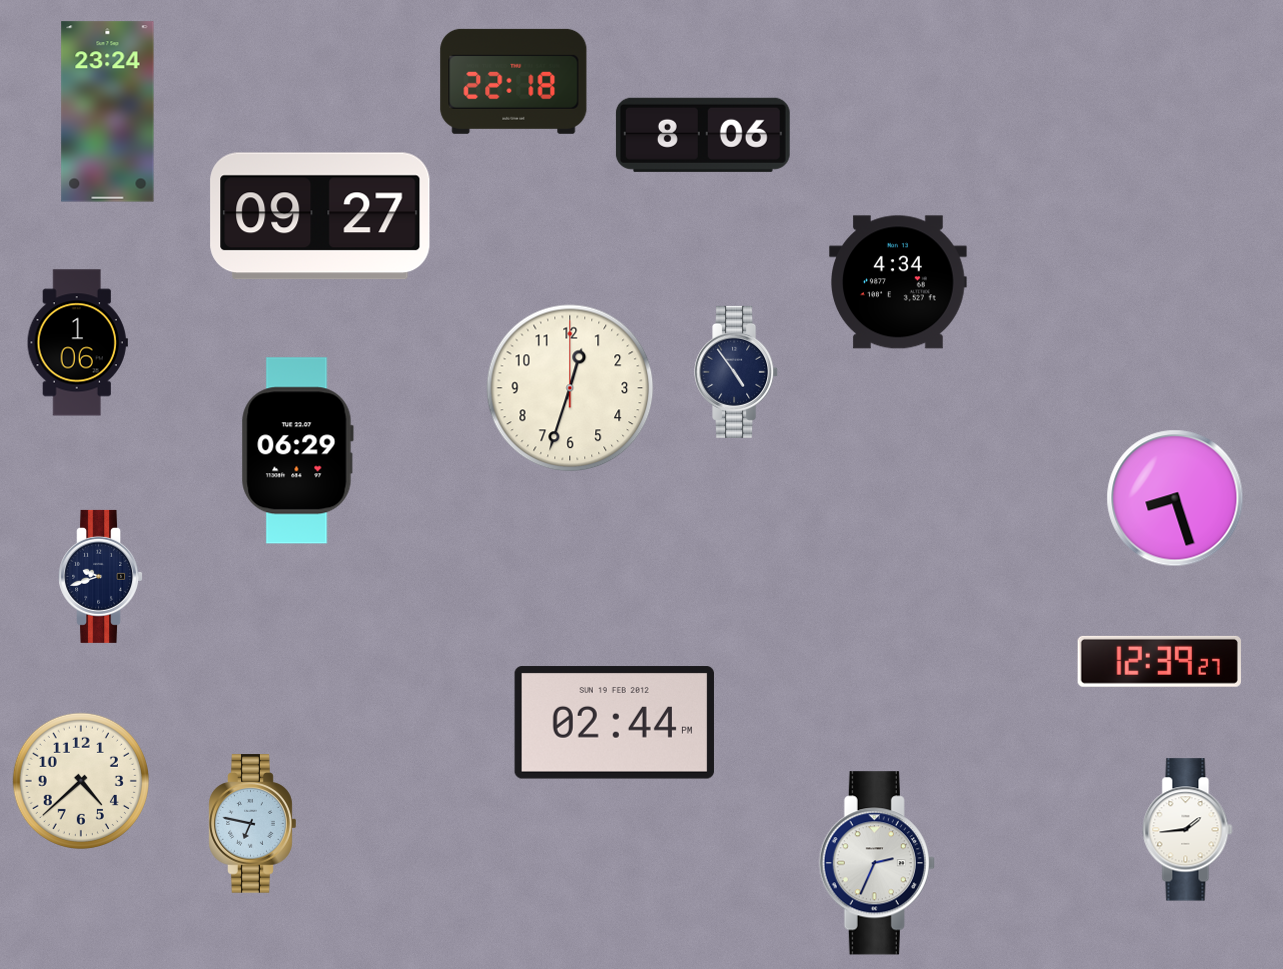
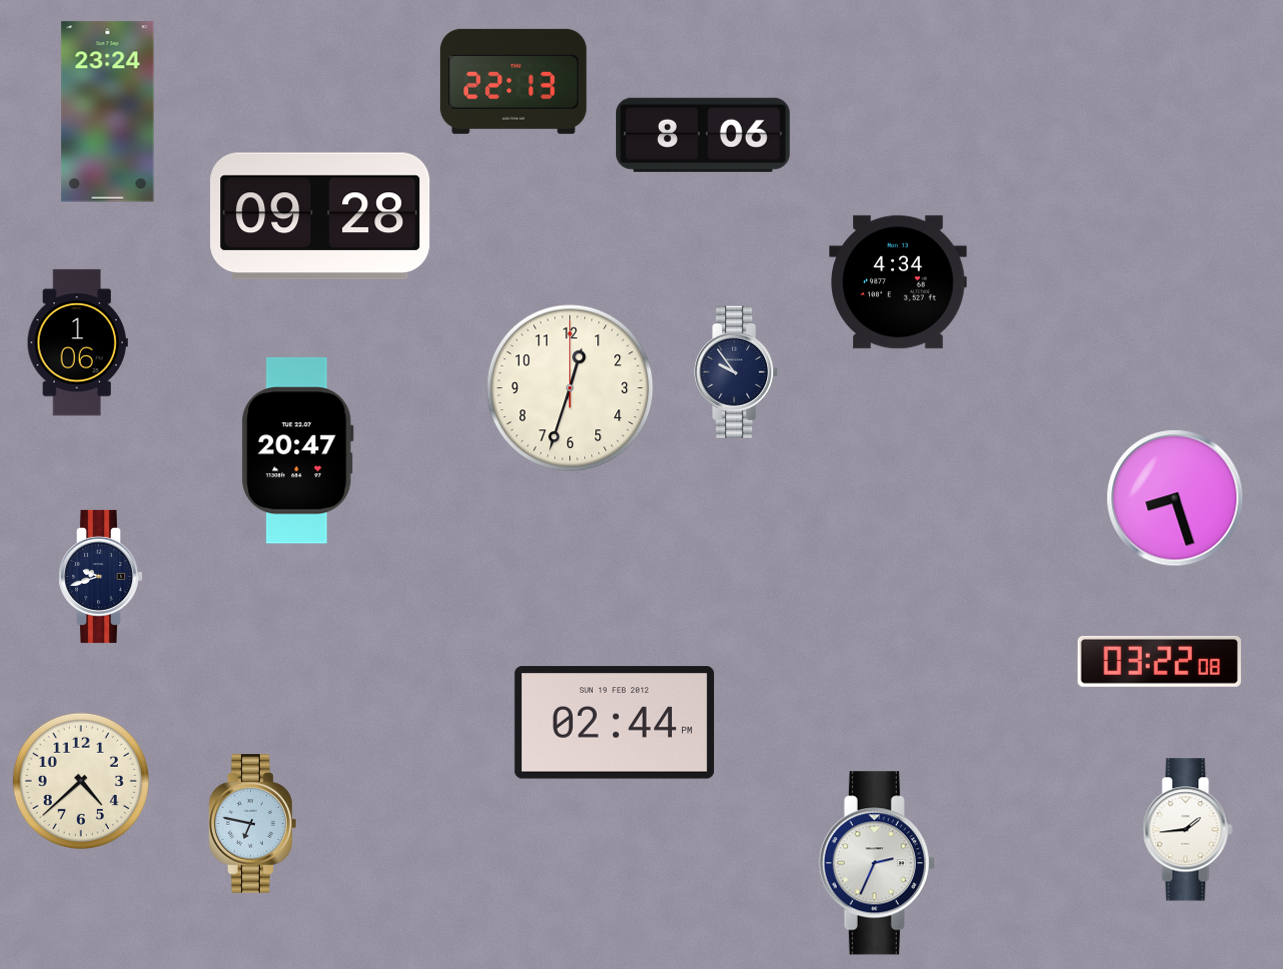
clock at (514, 81): 22:18 -> 22:13
clock at (320, 216): 09:27 -> 09:28
clock at (737, 372): 4:54 -> 9:54
clock at (297, 451): 06:29 -> 20:47
clock at (1159, 661): 12:39 -> 03:22
